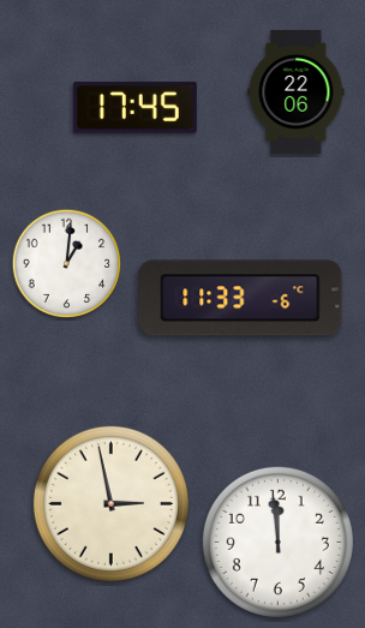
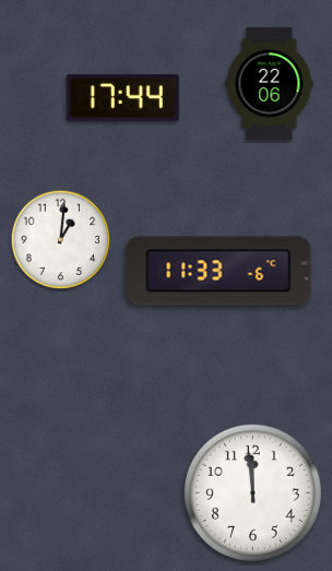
clock at (134, 108): 17:45 -> 17:44
clock at (110, 503): 2:58 -> none
